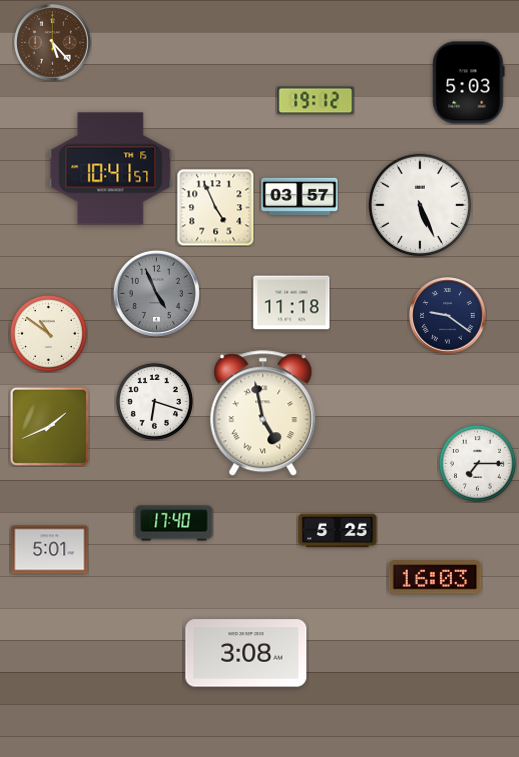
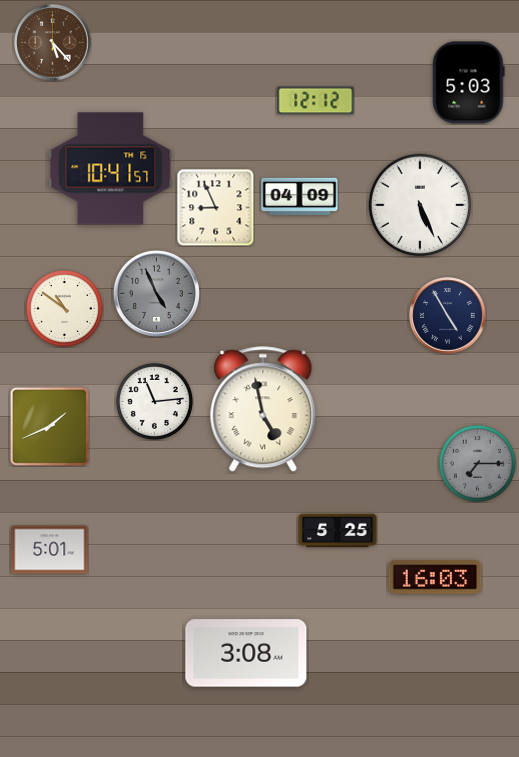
clock at (316, 101): 19:12 -> 12:12
clock at (300, 196): 03:57 -> 04:09
clock at (215, 207): 4:56 -> 8:56
clock at (292, 303): 11:18 -> none
clock at (448, 316): 9:21 -> 4:55
clock at (48, 333) position: (48, 333) -> (64, 308)
clock at (154, 401): 6:18 -> 11:14
clock at (263, 414) position: (263, 414) -> (263, 410)
clock at (477, 463) dial: white -> grey
clock at (174, 523): 17:40 -> none
